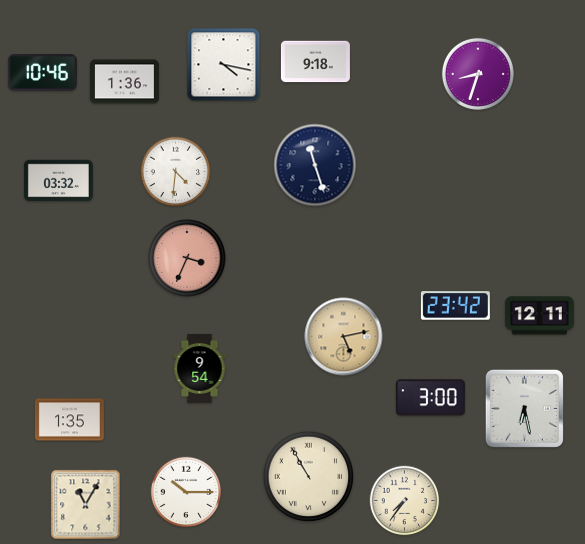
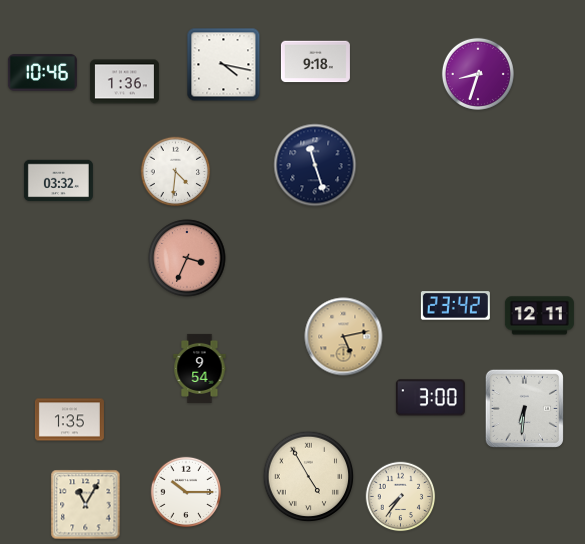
clock at (524, 408): 6:28 -> 6:31
clock at (309, 477): 10:55 -> 4:55
clock at (405, 501) position: (405, 501) -> (401, 497)
